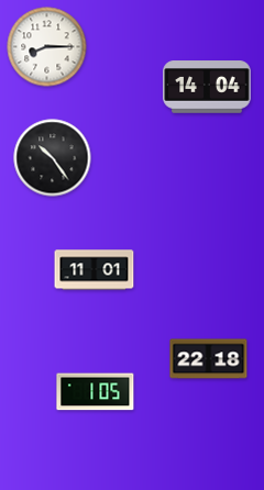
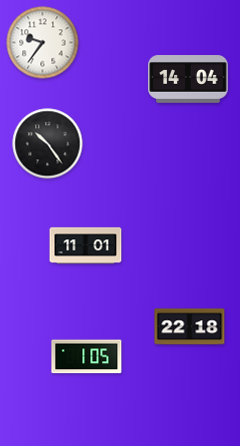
clock at (47, 47): 8:15 -> 9:36
